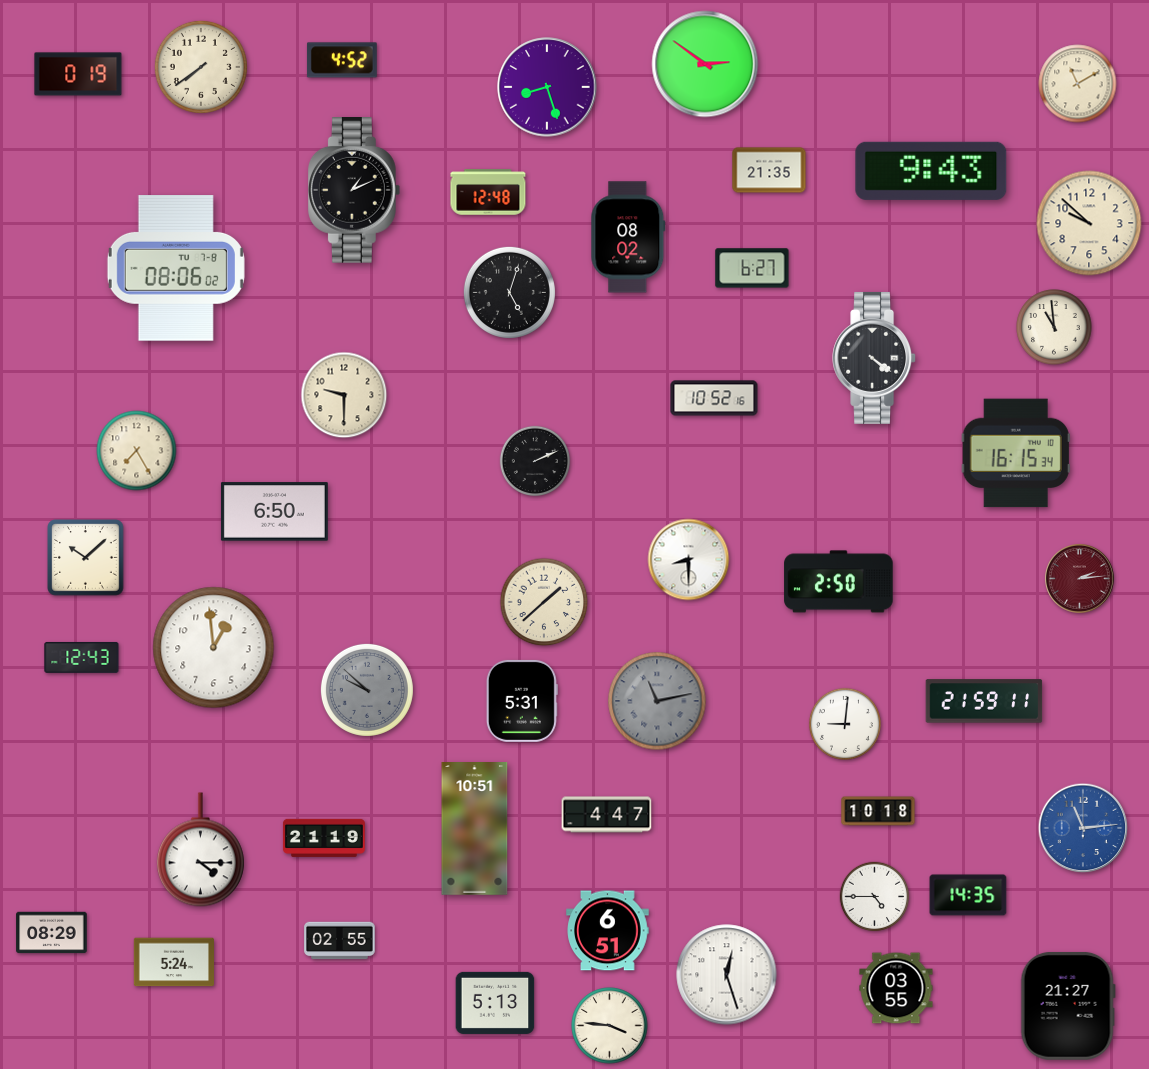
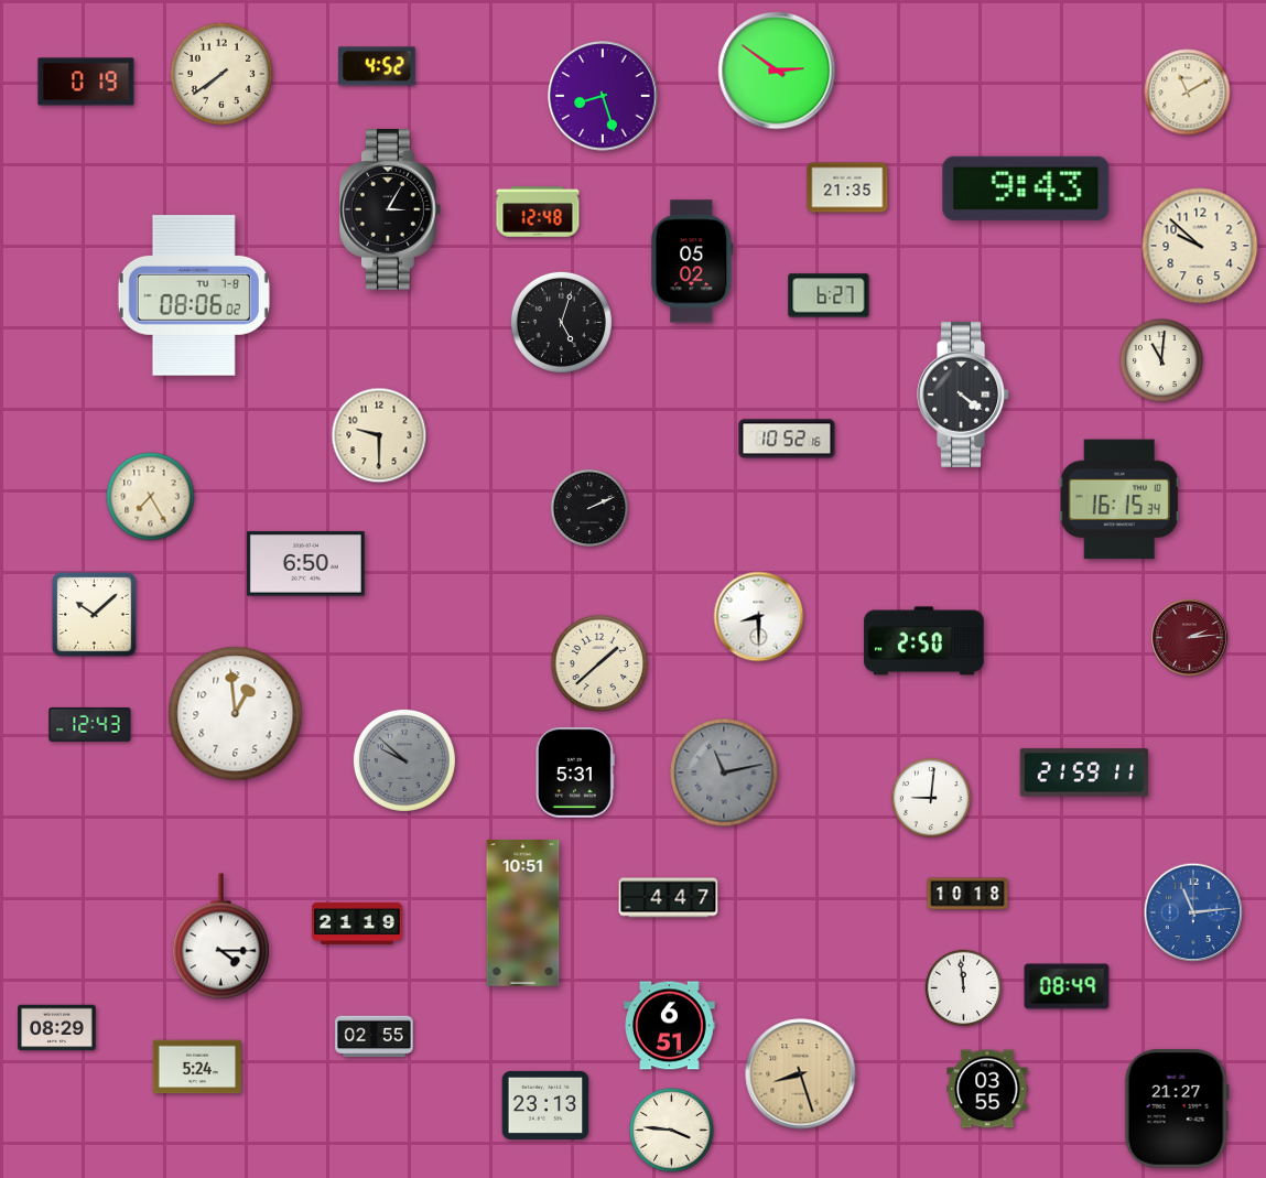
clock at (354, 191): 1:11 -> 3:05
clock at (628, 237): 08:02 -> 05:02
clock at (1054, 327): 10:59 -> 11:01
clock at (274, 512) position: (274, 512) -> (305, 564)
clock at (968, 895): 14:35 -> 08:49
clock at (875, 897): 4:45 -> 11:59
clock at (173, 962) position: (173, 962) -> (196, 1067)
clock at (727, 975): 12:27 -> 8:27
clock at (727, 975) dial: white -> champagne
clock at (495, 1003): 5:13 -> 23:13
